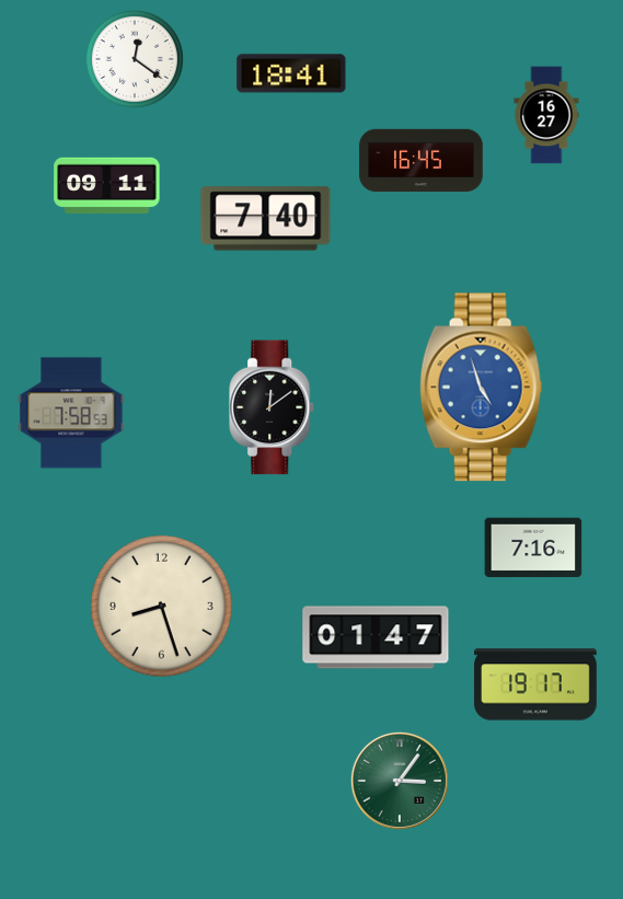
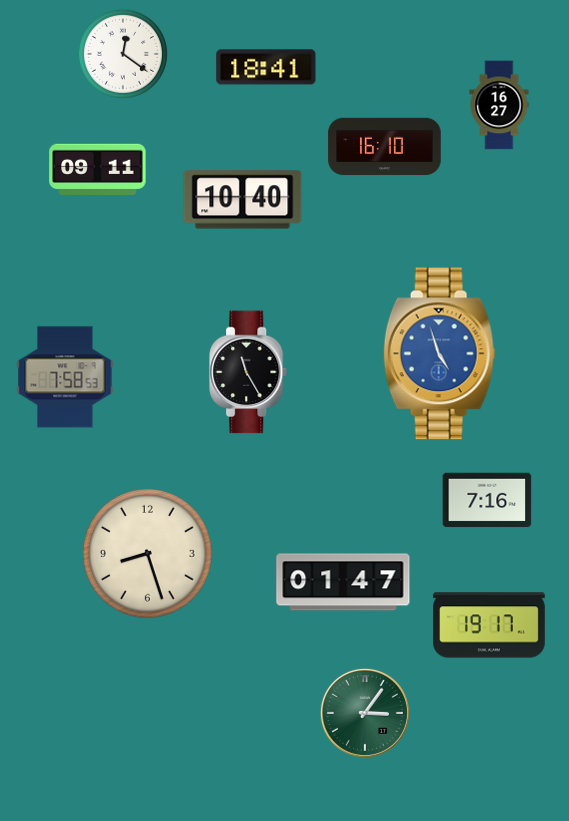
clock at (422, 161): 16:45 -> 16:10
clock at (266, 219): 7:40 -> 10:40
clock at (273, 407): 12:09 -> 11:25
